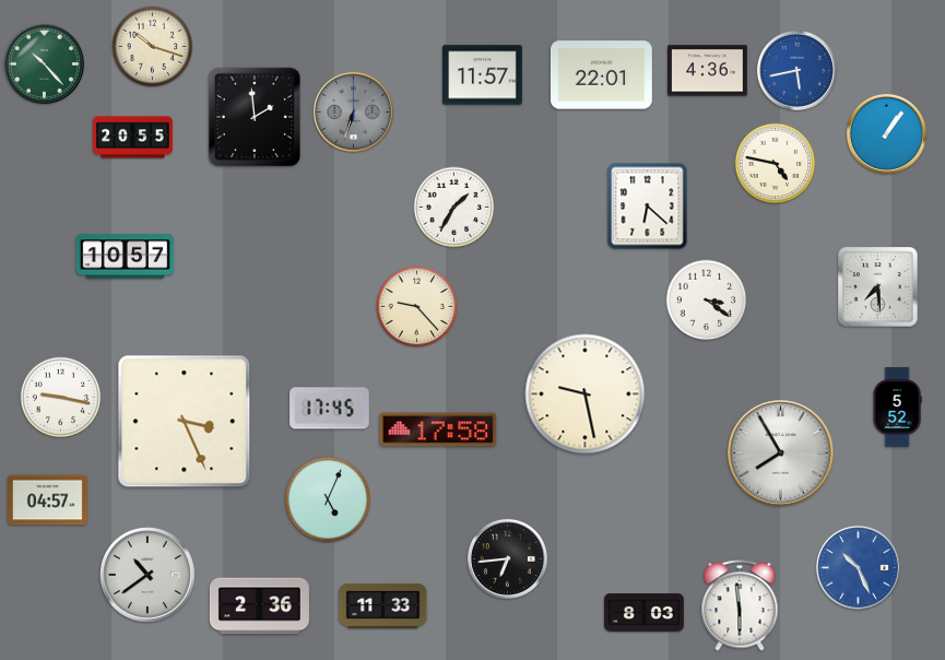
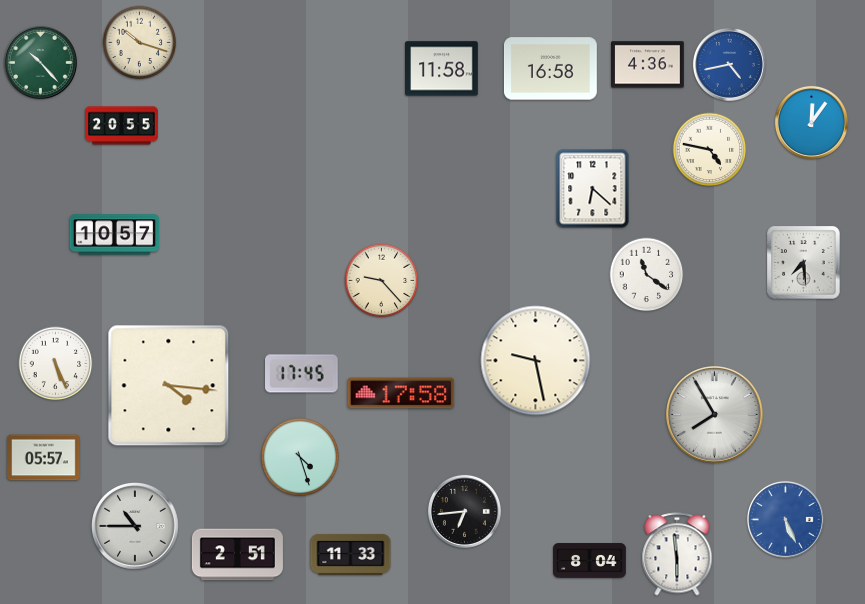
clock at (44, 63) position: (44, 63) -> (40, 62)
clock at (796, 70): 5:43 -> 4:43
clock at (483, 75): 11:57 -> 11:58
clock at (601, 75): 22:01 -> 16:58
clock at (353, 111): 6:33 -> none
clock at (255, 117): 1:59 -> none
clock at (886, 133): 1:06 -> 12:06
clock at (454, 208): 1:35 -> none
clock at (707, 300): 3:21 -> 11:21
clock at (61, 398): 9:17 -> 5:26
clock at (897, 408): 5:52 -> none
clock at (185, 422): 3:26 -> 4:16
clock at (327, 498): 5:04 -> 4:27
clock at (48, 500): 04:57 -> 05:57
clock at (858, 567): 10:26 -> 5:26
clock at (149, 576): 10:39 -> 10:45
clock at (259, 606): 2:36 -> 2:51
clock at (645, 613): 8:03 -> 8:04
